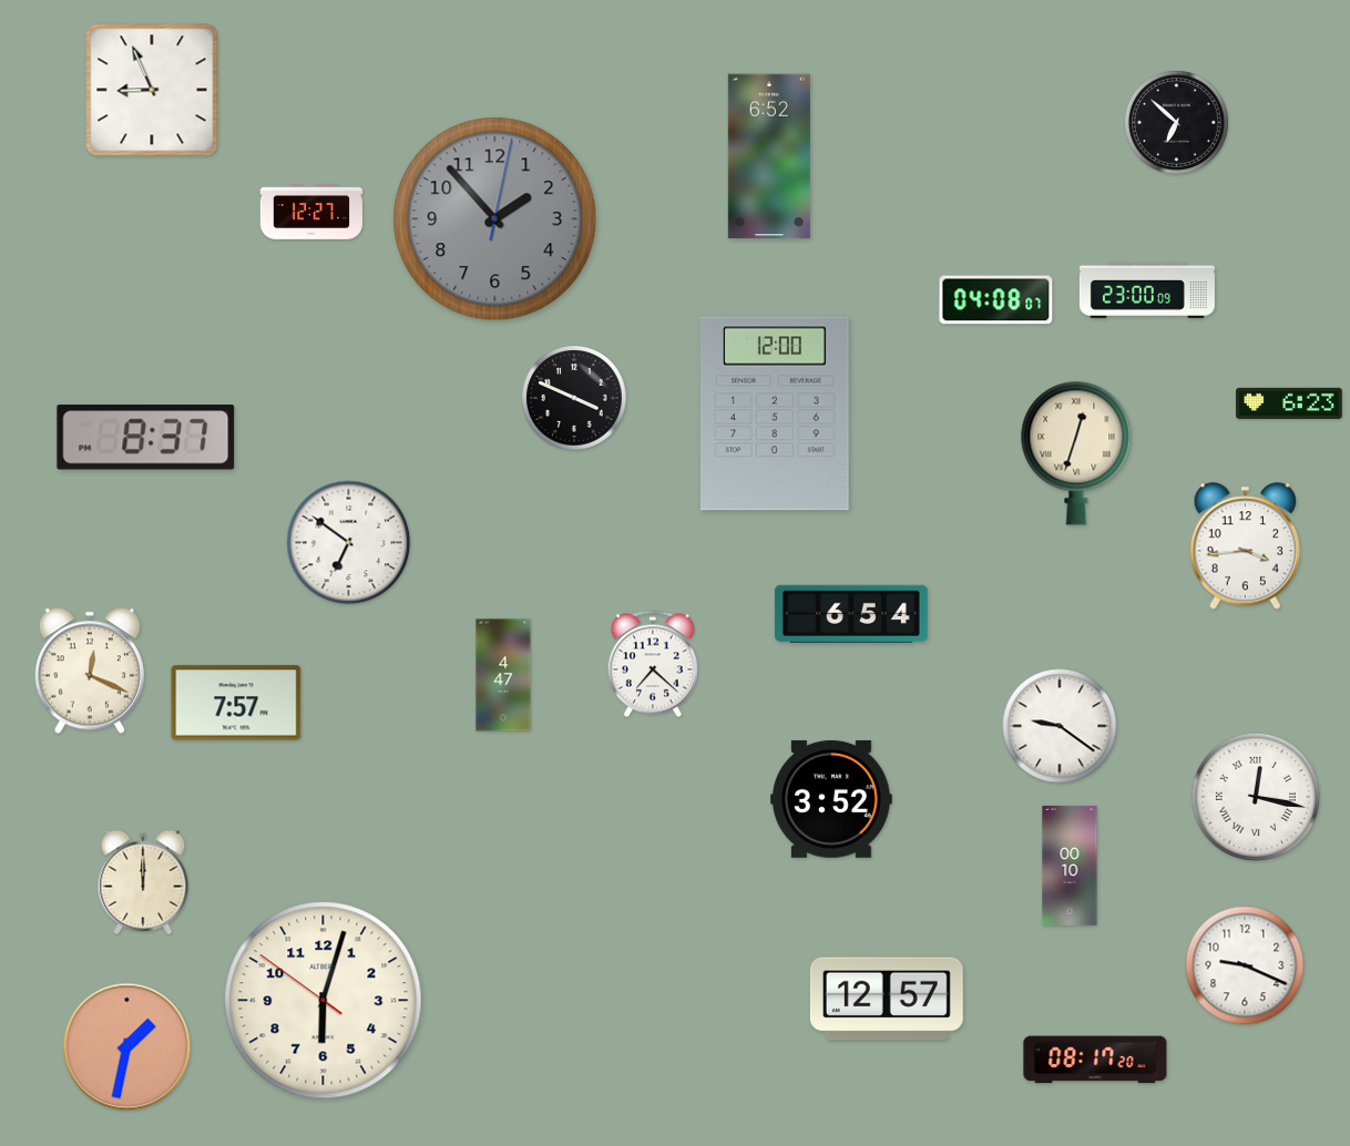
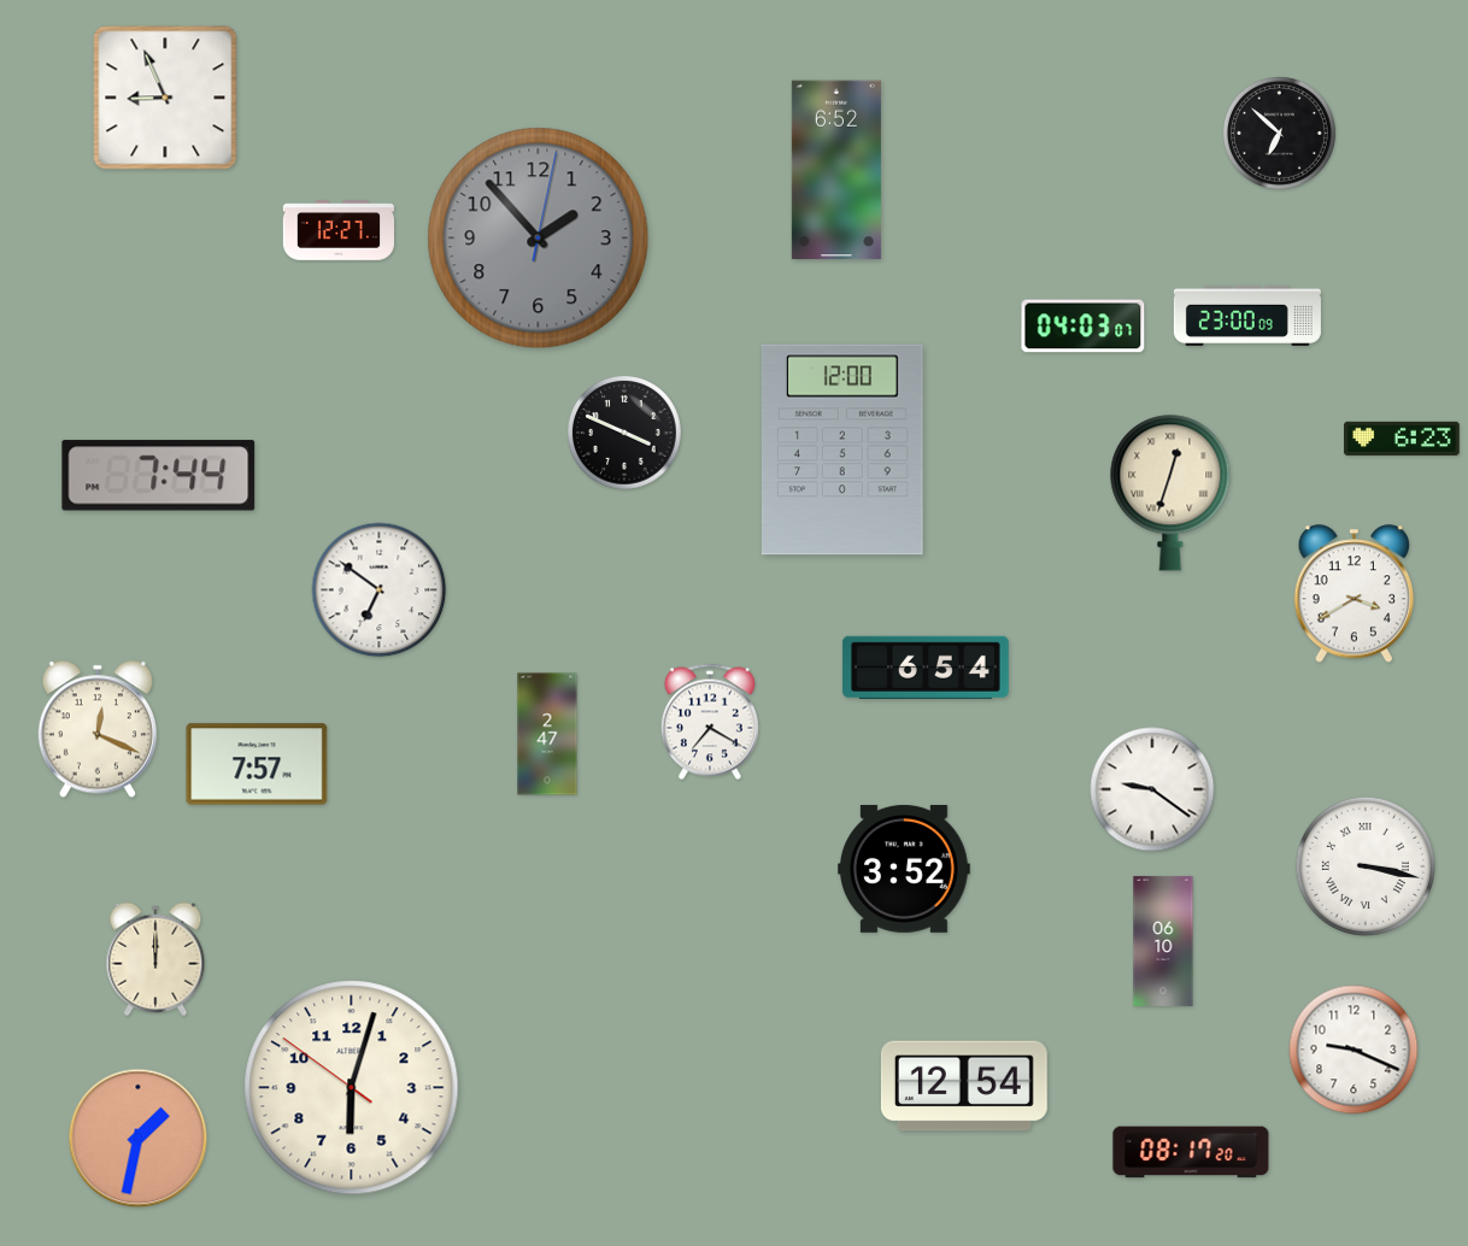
clock at (996, 300): 04:08 -> 04:03
clock at (146, 438): 8:37 -> 7:44
clock at (1245, 546): 3:44 -> 3:40
clock at (653, 664): 7:22 -> 7:20
clock at (503, 675): 4:47 -> 2:47
clock at (1256, 797): 12:17 -> 3:17
clock at (1070, 866): 00:10 -> 06:10
clock at (887, 999): 12:57 -> 12:54
